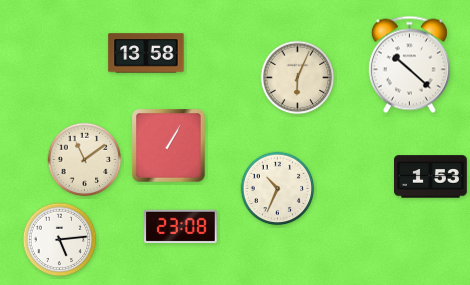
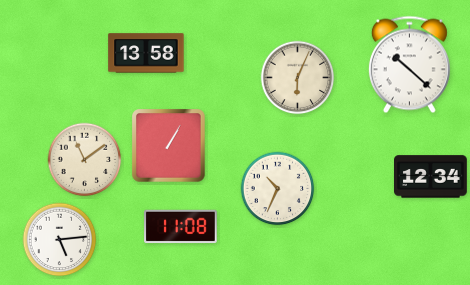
clock at (431, 177): 1:53 -> 12:34
clock at (181, 227): 23:08 -> 11:08
